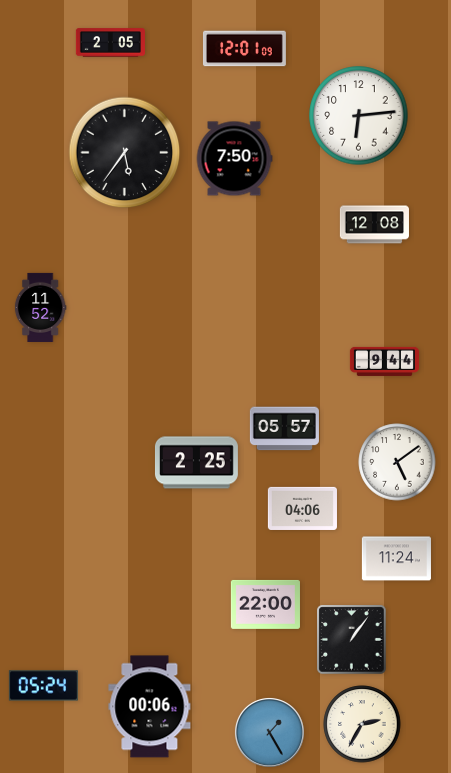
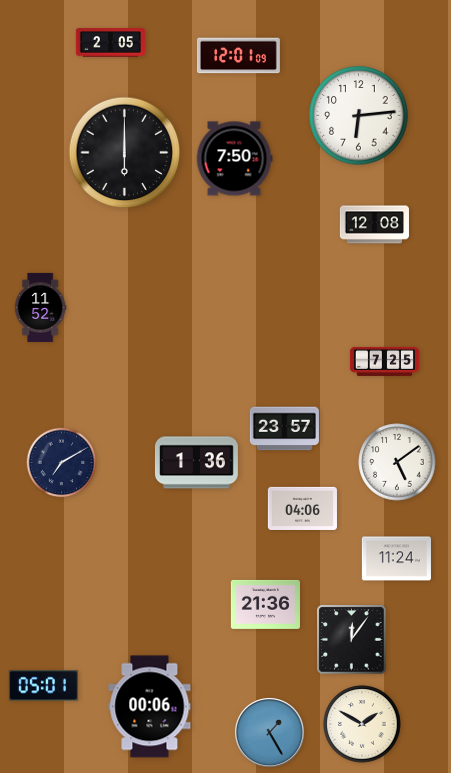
clock at (244, 49) position: (244, 49) -> (238, 56)
clock at (125, 153): 5:36 -> 6:00
clock at (384, 361): 9:44 -> 7:25
clock at (284, 429): 05:57 -> 23:57
clock at (62, 463): none -> 7:10
clock at (196, 463): 2:25 -> 1:36
clock at (265, 604): 22:00 -> 21:36
clock at (352, 640): 1:06 -> 12:06
clock at (43, 686): 05:24 -> 05:01
clock at (362, 724): 2:35 -> 1:50
